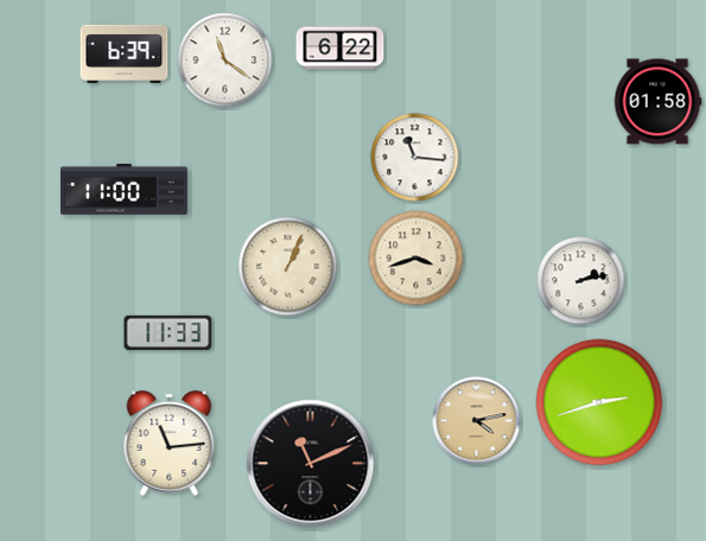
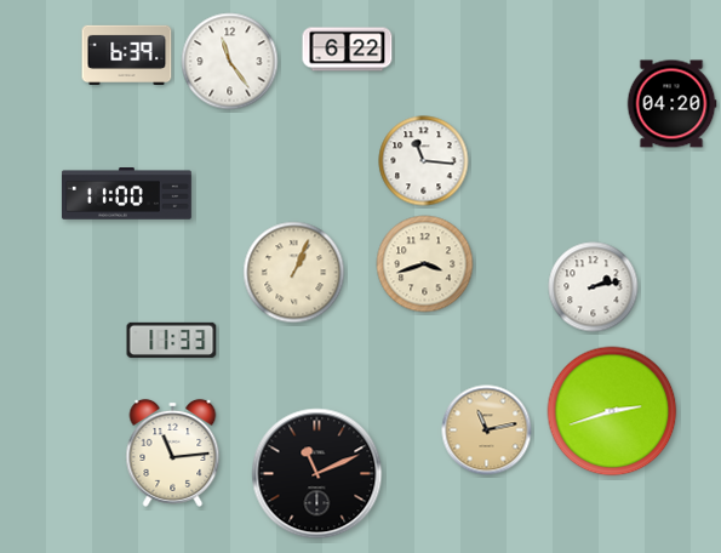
clock at (225, 61): 11:21 -> 11:24
clock at (657, 102): 01:58 -> 04:20
clock at (477, 421): 4:13 -> 11:13
